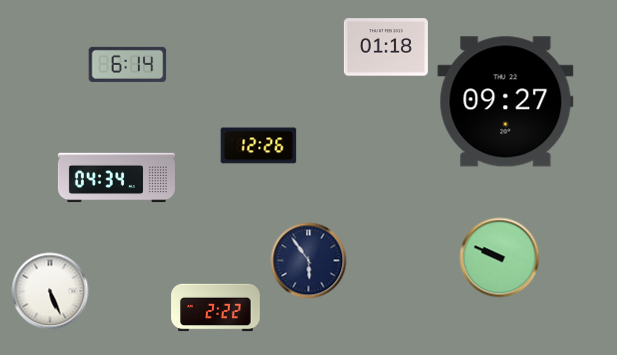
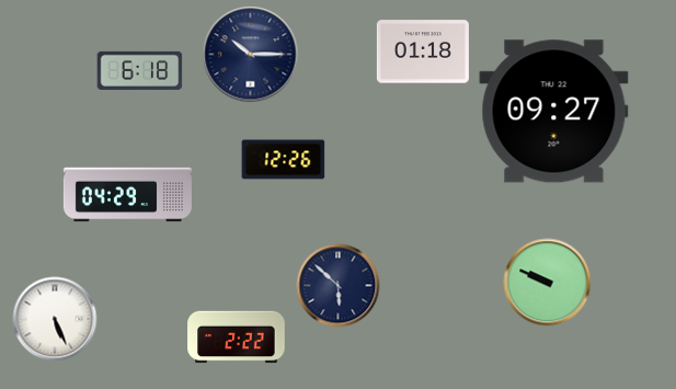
clock at (251, 55): none -> 10:15
clock at (128, 64): 6:14 -> 6:18
clock at (116, 178): 04:34 -> 04:29
clock at (309, 261): 5:54 -> 5:52
